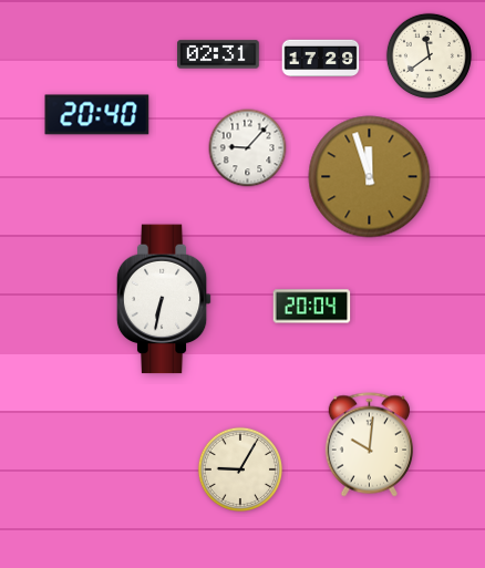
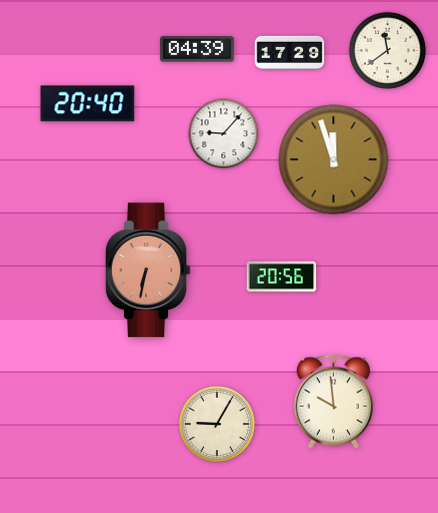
clock at (218, 54): 02:31 -> 04:39
clock at (164, 299) dial: white -> salmon
clock at (312, 307): 20:04 -> 20:56
clock at (369, 445): 10:01 -> 9:59
